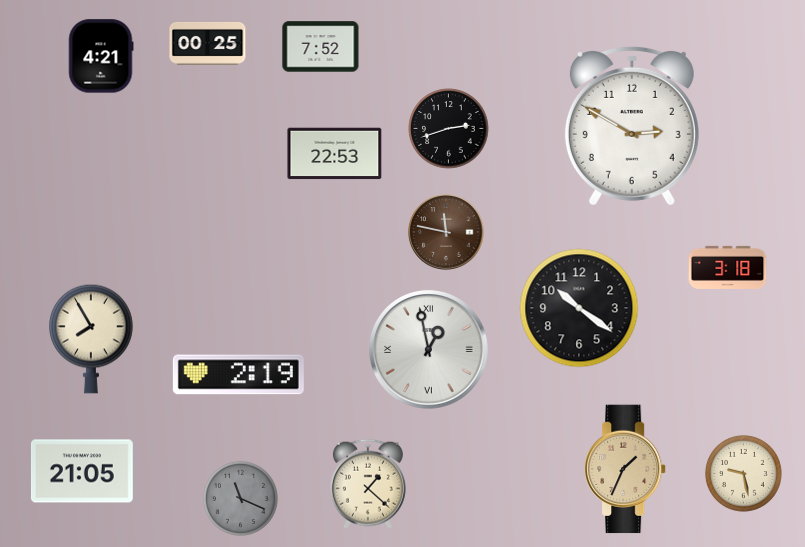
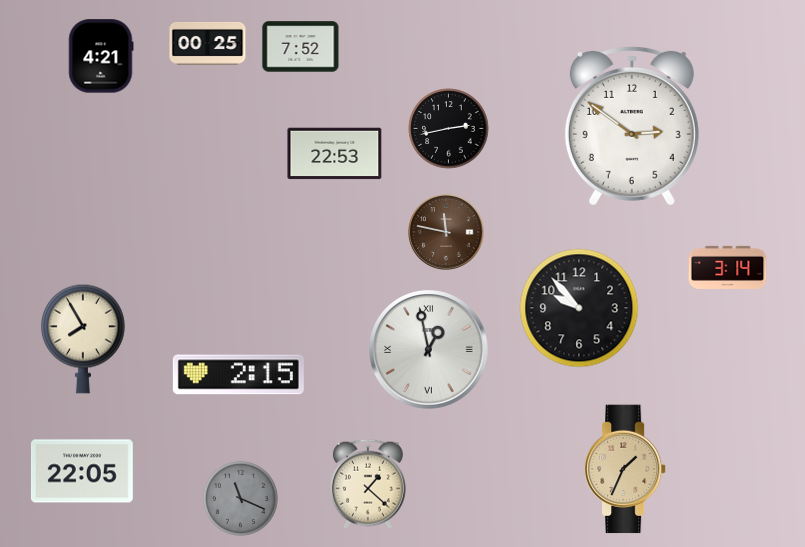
clock at (321, 47) position: (321, 47) -> (301, 47)
clock at (632, 126): 2:50 -> 2:51
clock at (449, 129): 2:42 -> 2:43
clock at (728, 267): 3:18 -> 3:14
clock at (579, 308): 10:21 -> 9:53
clock at (92, 339) position: (92, 339) -> (84, 339)
clock at (238, 375): 2:19 -> 2:15
clock at (82, 471): 21:05 -> 22:05
clock at (744, 474): 9:28 -> none
